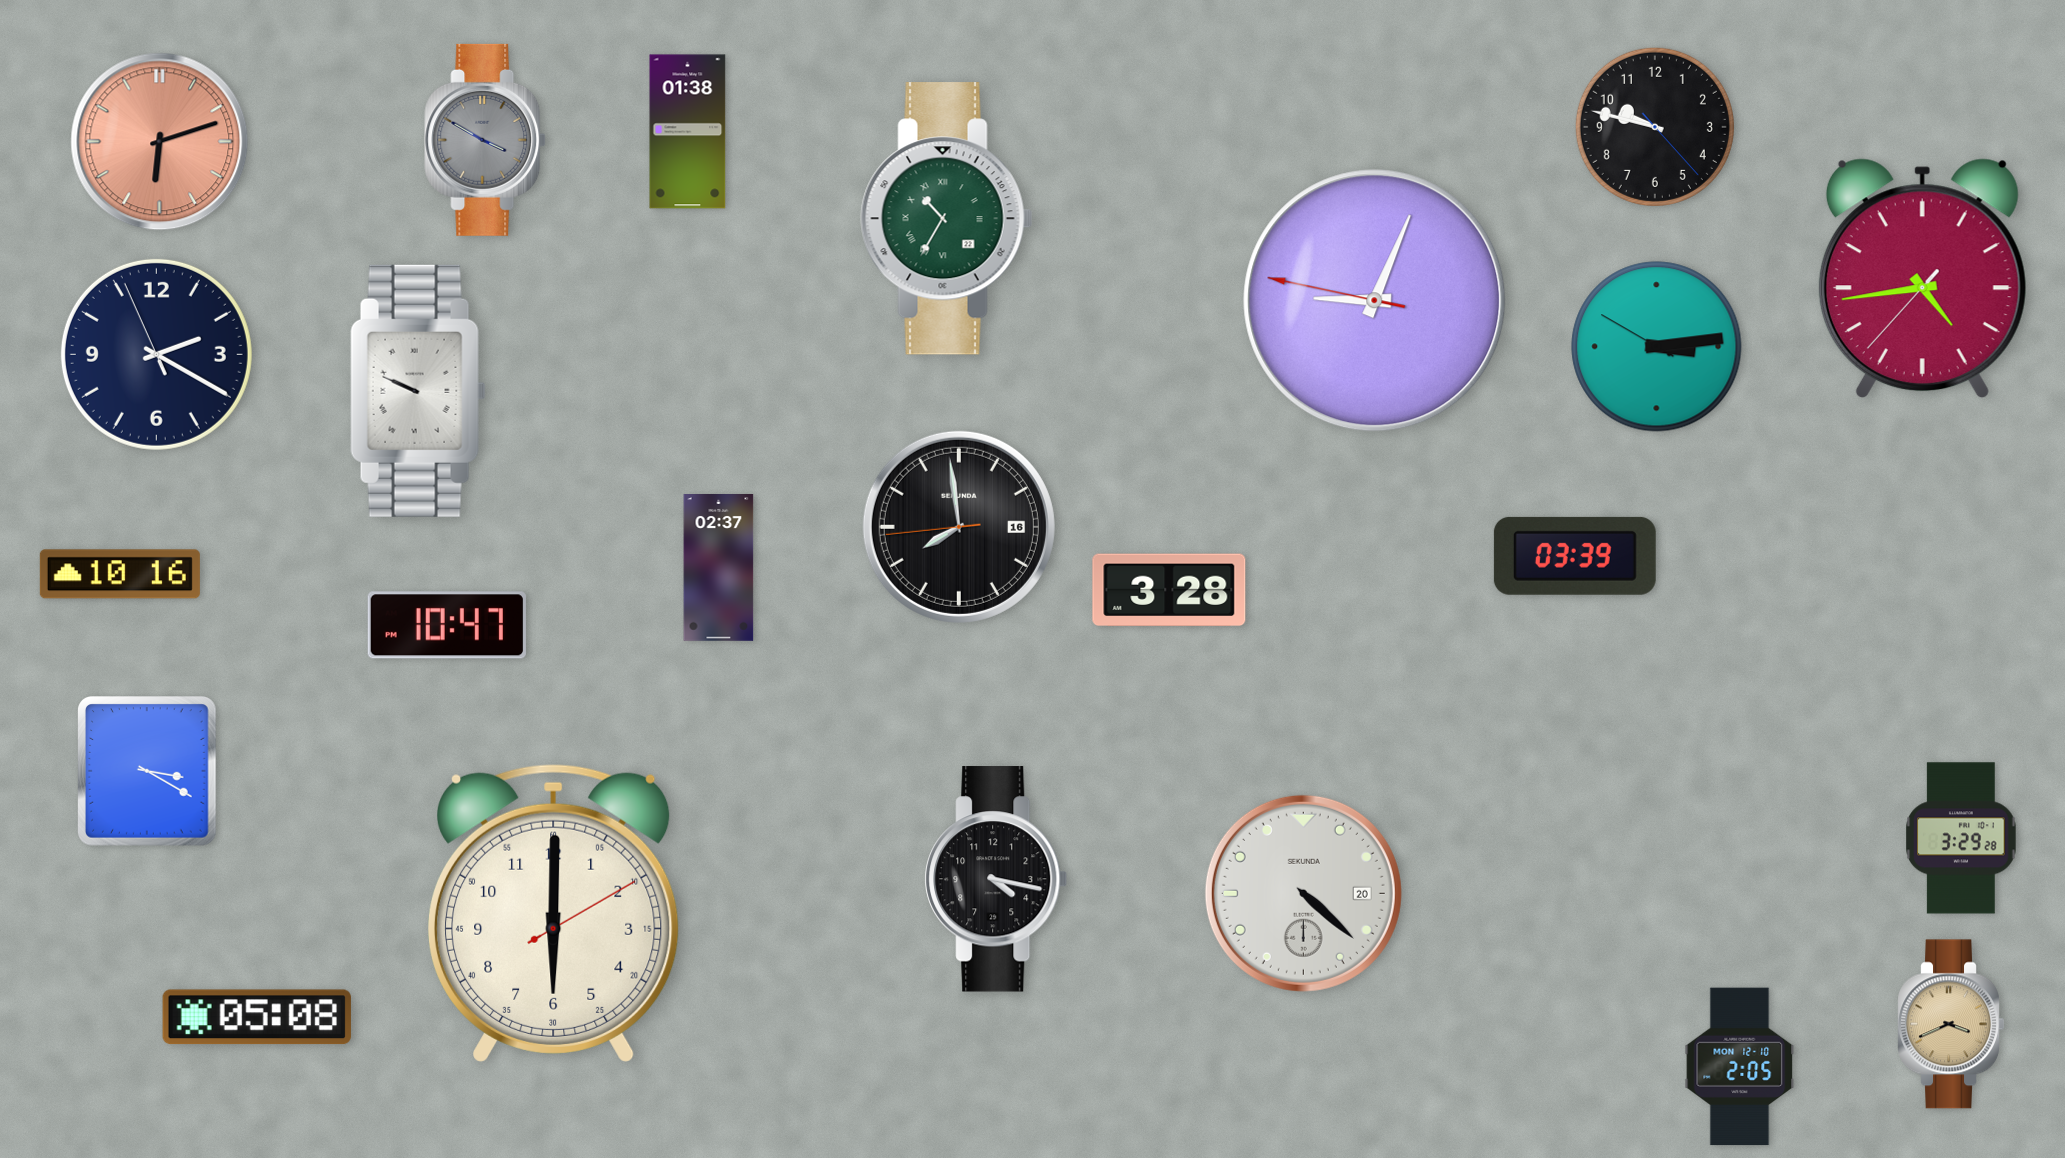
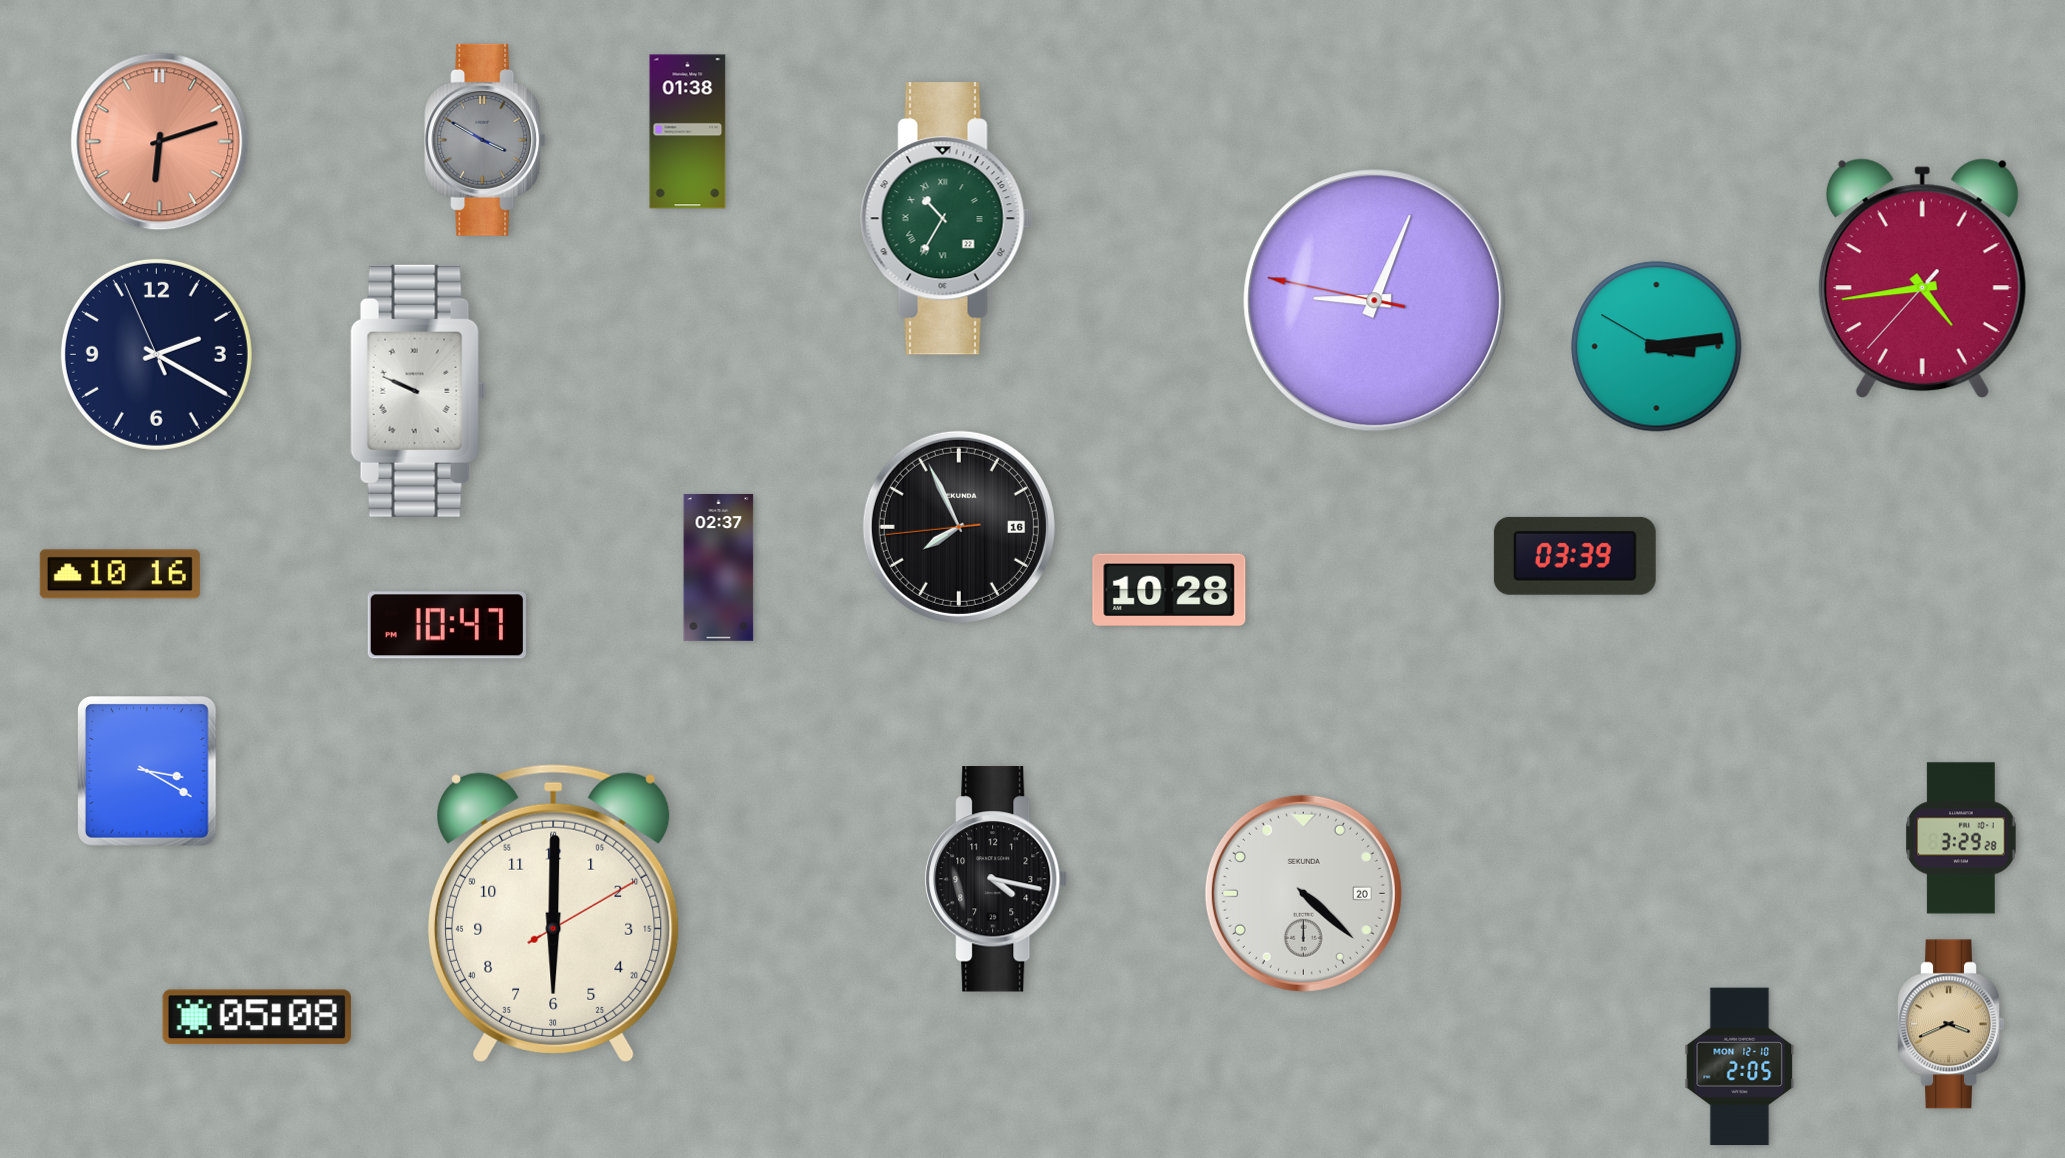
clock at (1655, 127): 9:47 -> none
clock at (959, 527): 7:58 -> 7:55
clock at (1169, 590): 3:28 -> 10:28
